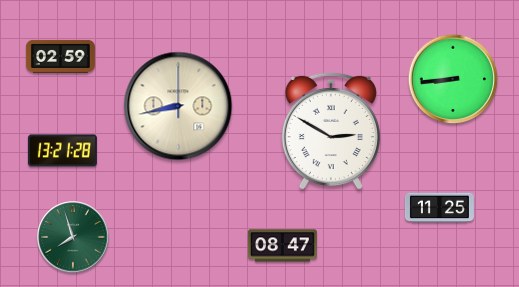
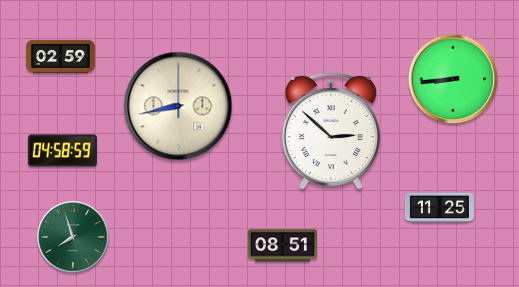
clock at (331, 131): 2:50 -> 2:52
clock at (62, 151): 13:21 -> 04:58
clock at (282, 246): 08:47 -> 08:51
